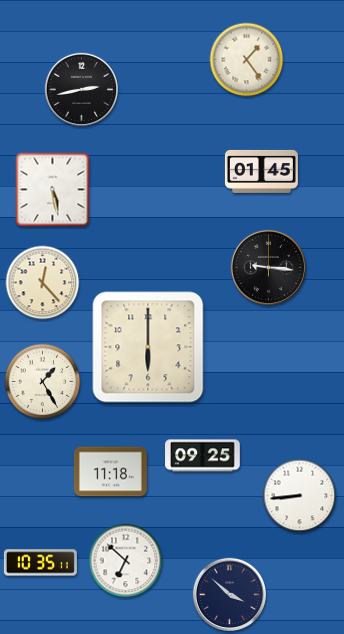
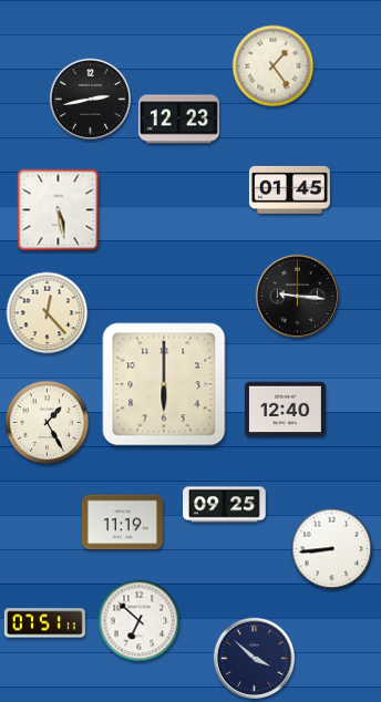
clock at (178, 120): none -> 12:23
clock at (285, 410): none -> 12:40
clock at (110, 472): 11:18 -> 11:19
clock at (40, 563): 10:35 -> 07:51
